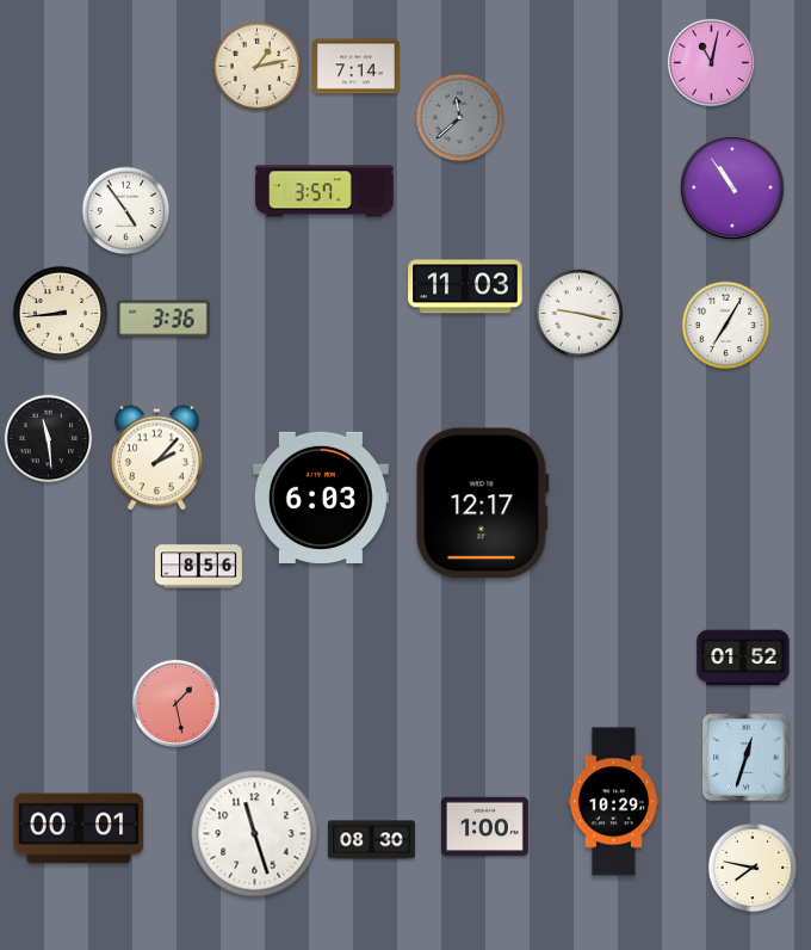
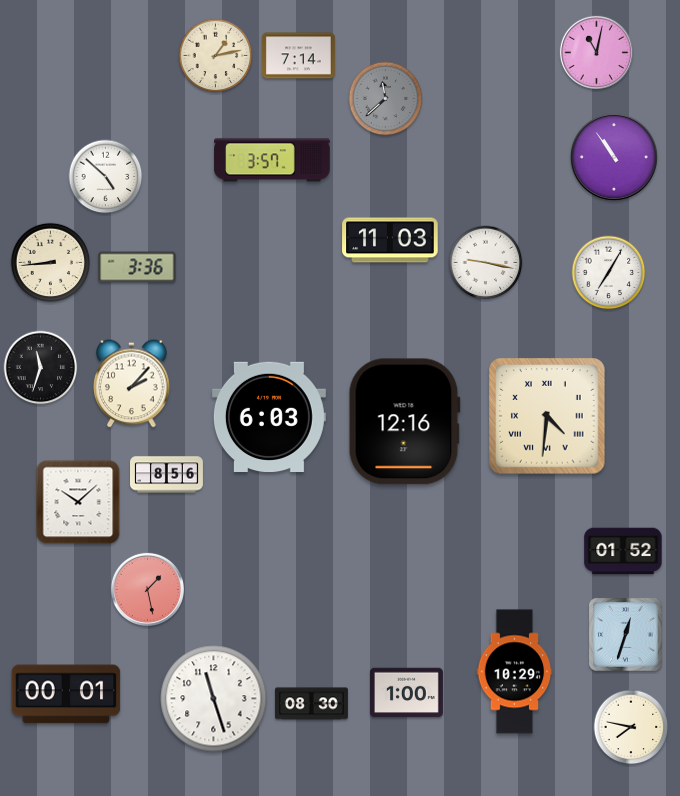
clock at (126, 211): 4:54 -> 4:52
clock at (49, 439): 11:29 -> 11:33
clock at (547, 416): none -> 4:31
clock at (482, 504): 12:17 -> 12:16
clock at (78, 502): none -> 10:08
